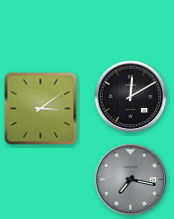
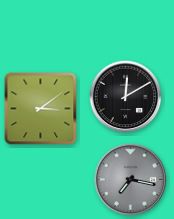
clock at (131, 97) position: (131, 97) -> (126, 97)
